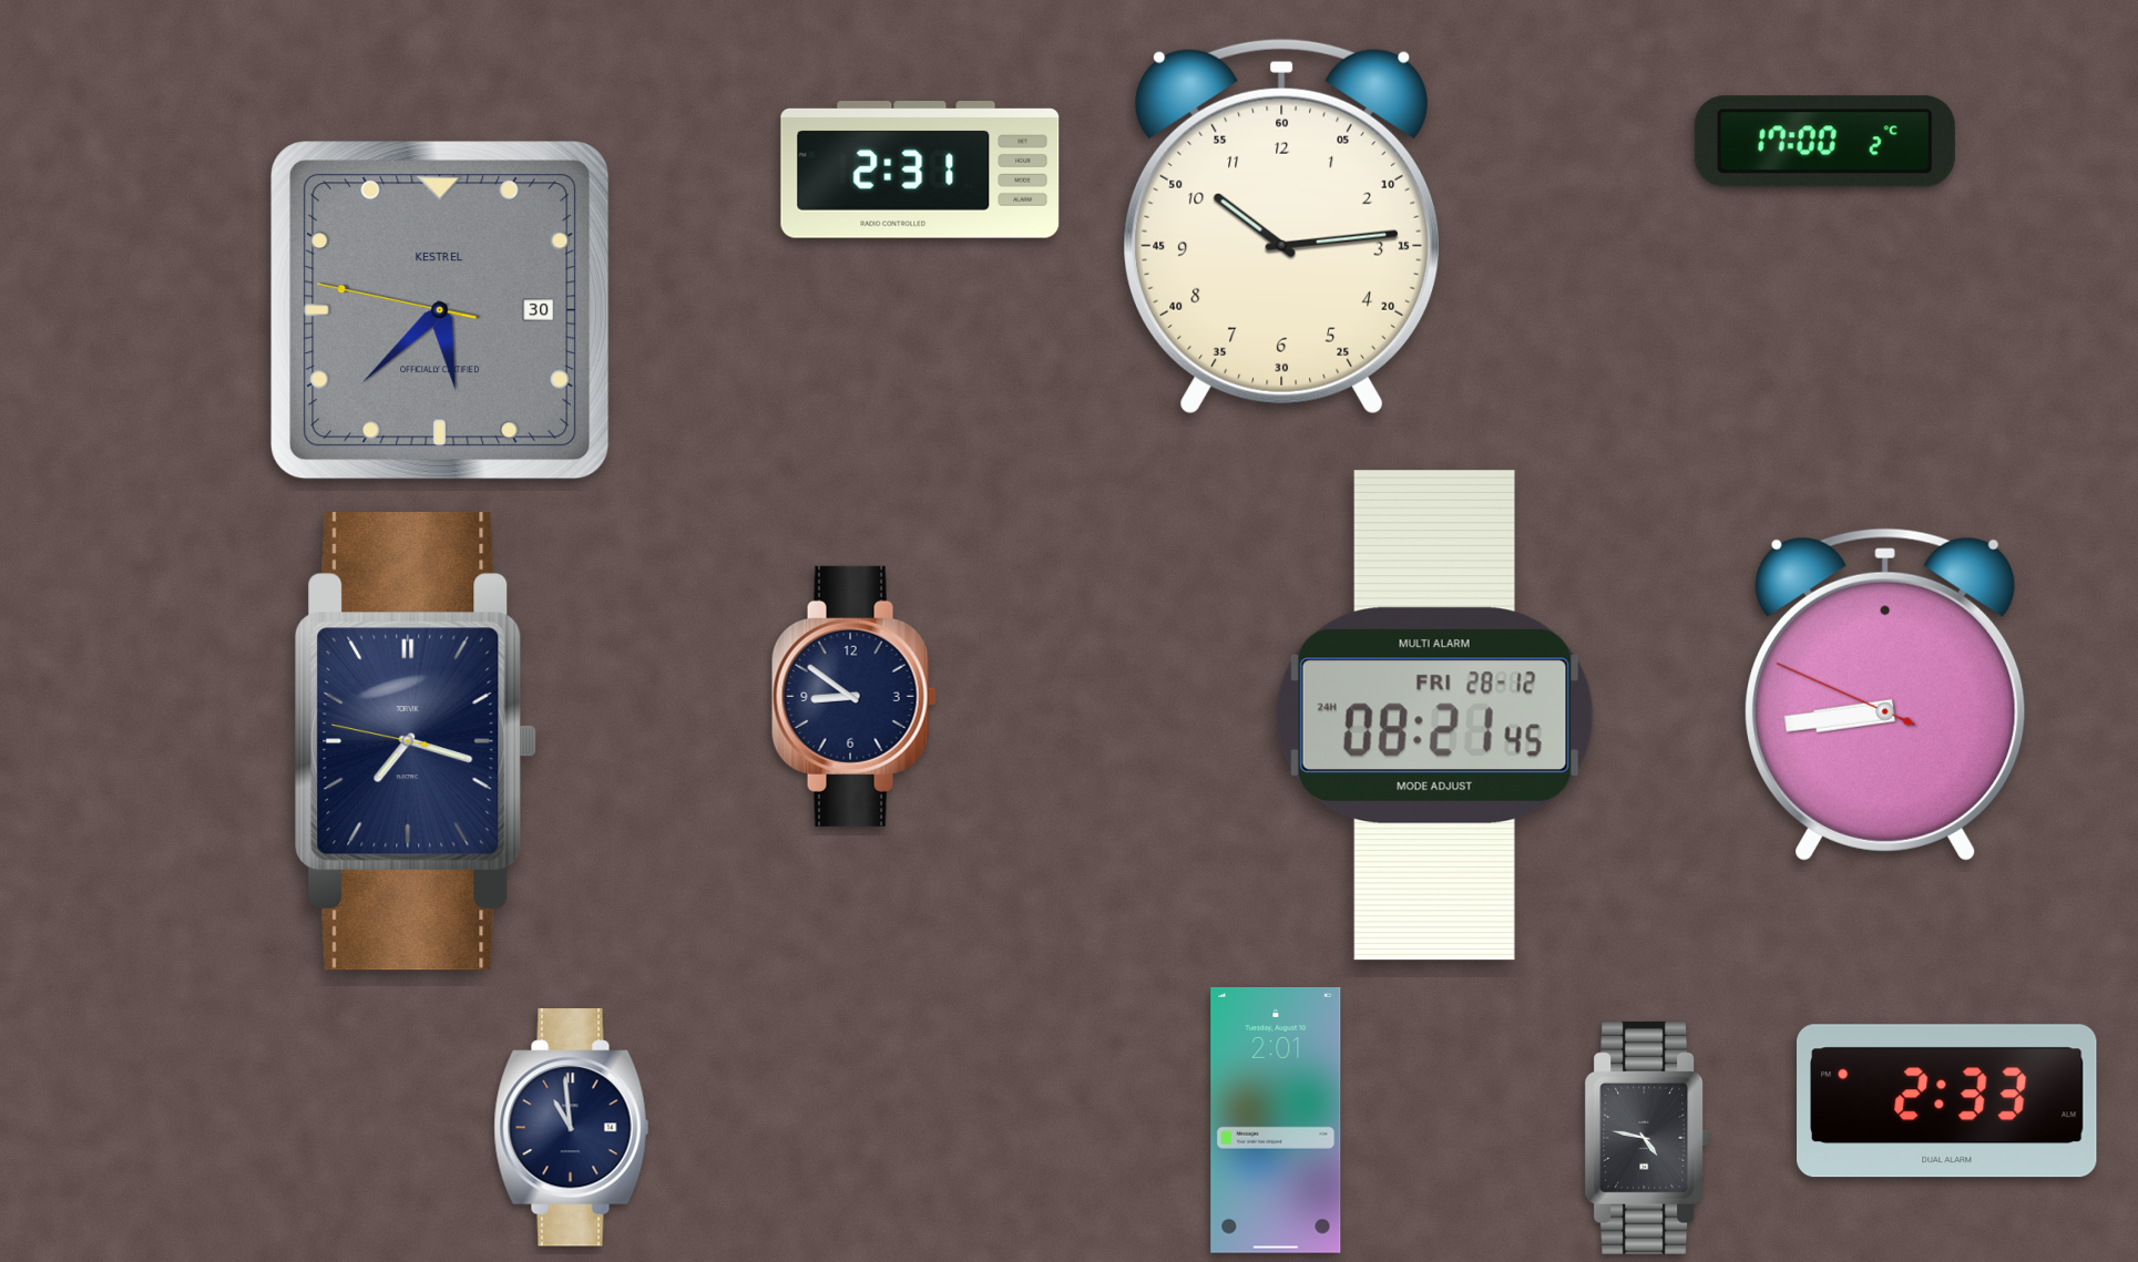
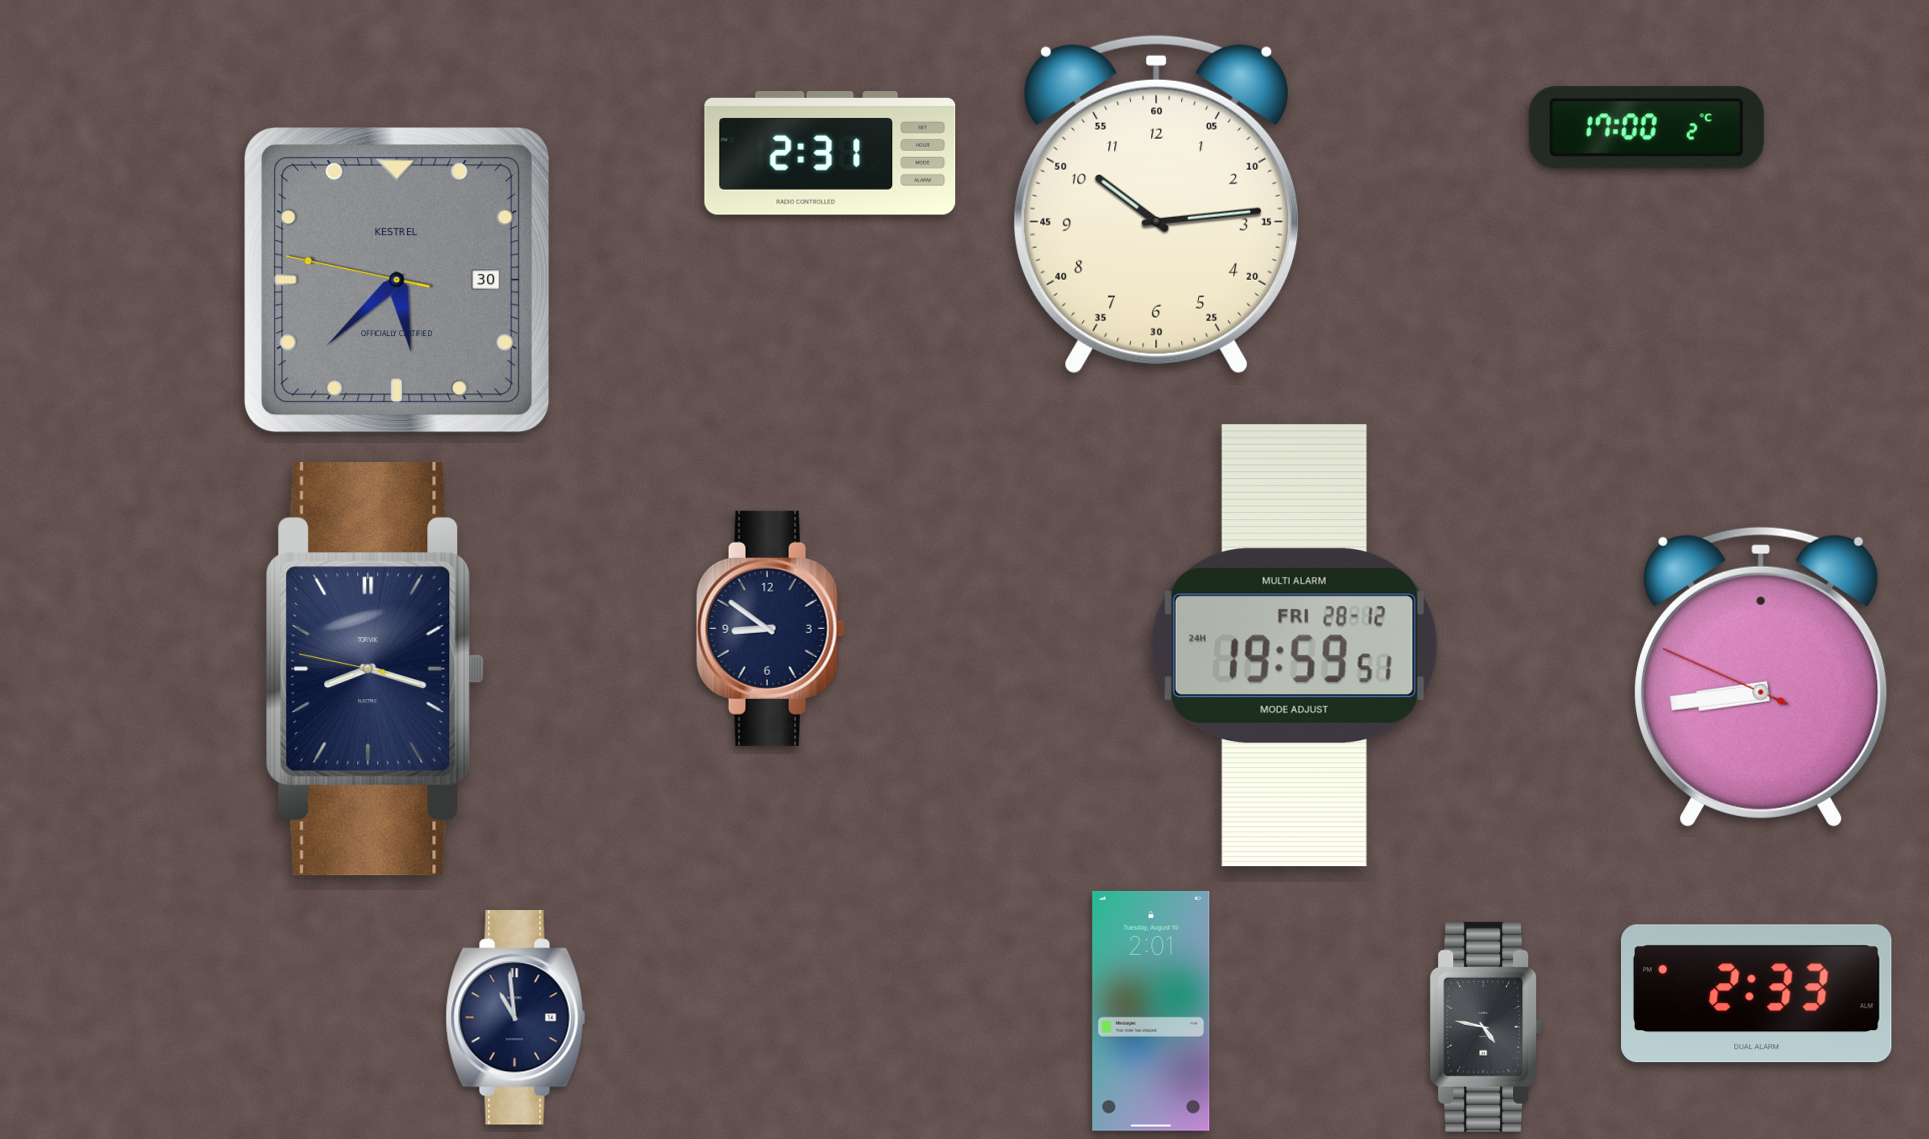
clock at (1885, 695) position: (1885, 695) -> (1761, 677)
clock at (1434, 716): 08:21 -> 19:59
clock at (416, 741): 7:17 -> 8:17
